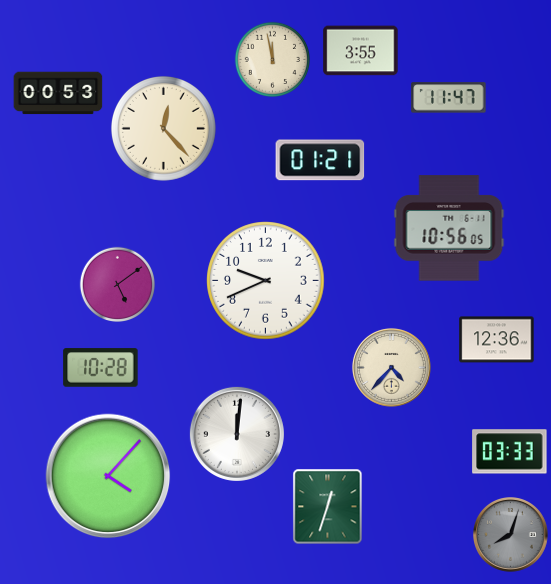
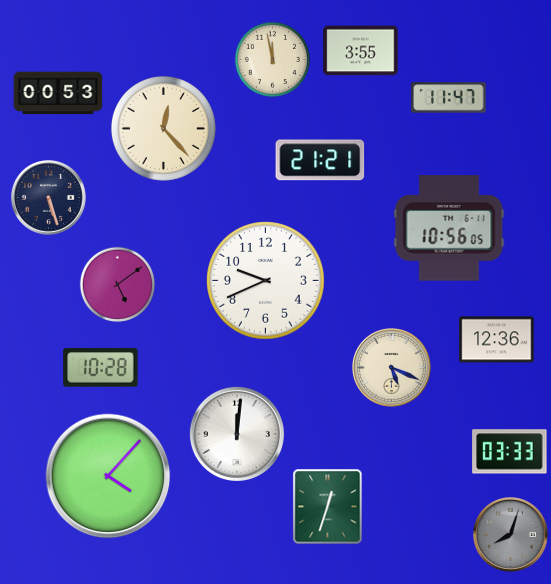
clock at (320, 160): 01:21 -> 21:21
clock at (49, 198): none -> 5:27
clock at (391, 367): 4:37 -> 5:19
